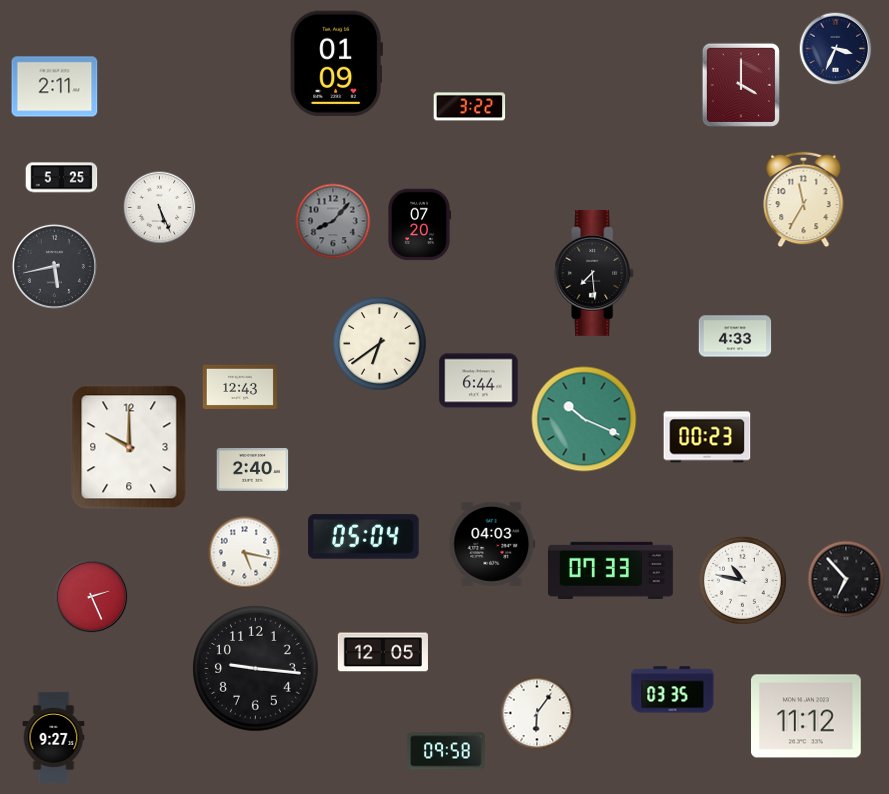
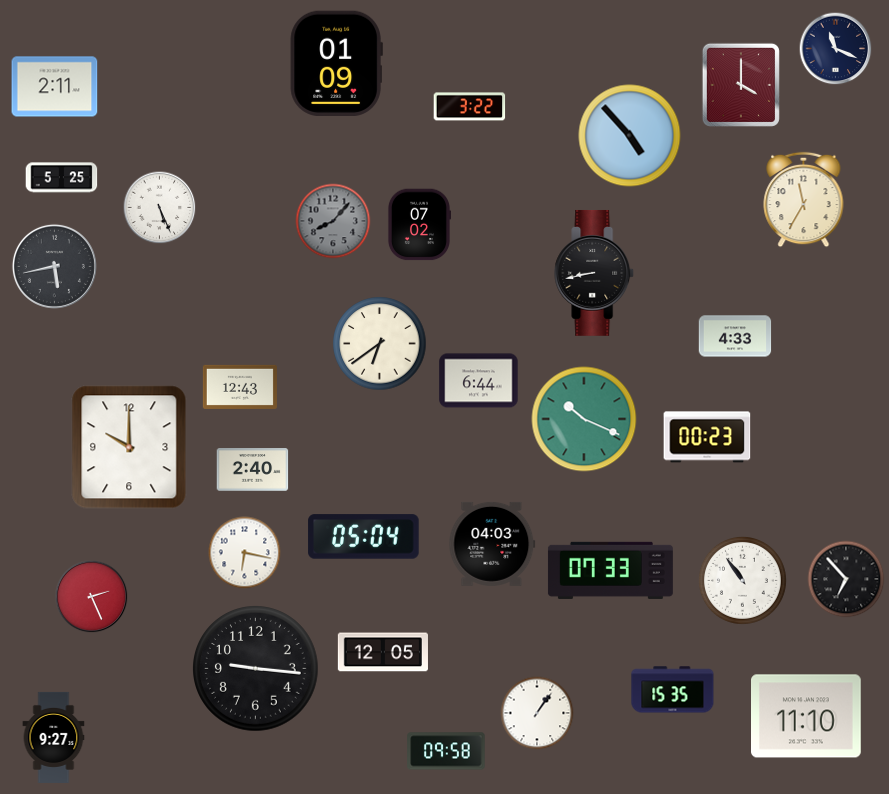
clock at (836, 49): 3:34 -> 11:19
clock at (630, 136): none -> 4:53
clock at (418, 225): 07:20 -> 07:02
clock at (595, 273): 7:29 -> 8:43
clock at (245, 553): 5:17 -> 6:17
clock at (742, 580): 10:47 -> 10:54
clock at (673, 690): 03:35 -> 15:35
clock at (537, 713): 6:06 -> 1:06
clock at (807, 716): 11:12 -> 11:10
